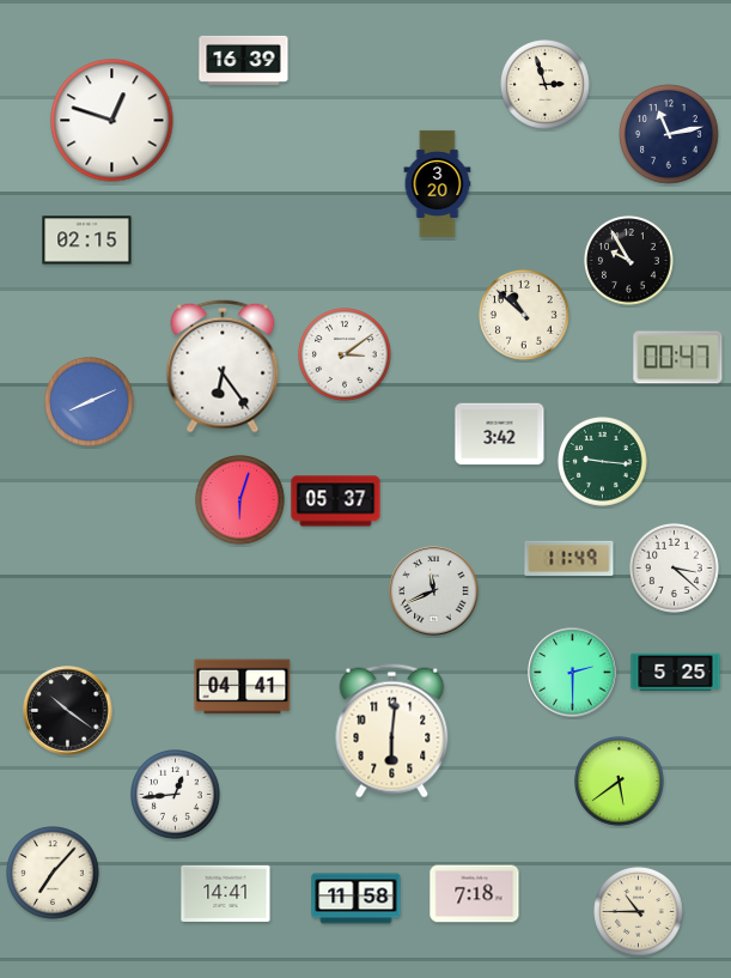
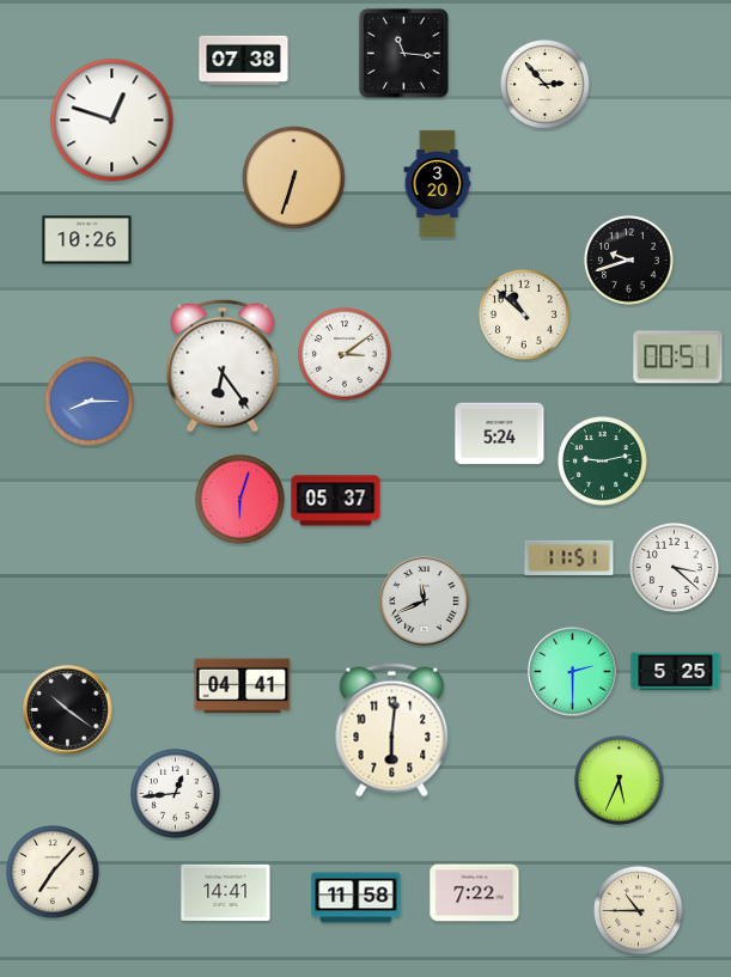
clock at (403, 53): none -> 11:16
clock at (244, 60): 16:39 -> 07:38
clock at (546, 85): 2:57 -> 2:53
clock at (669, 134): 11:13 -> none
clock at (294, 178): none -> 6:33
clock at (87, 241): 02:15 -> 10:26
clock at (629, 261): 9:55 -> 9:42
clock at (678, 358): 00:47 -> 00:51
clock at (90, 402): 8:11 -> 8:15
clock at (500, 435): 3:42 -> 5:24
clock at (603, 462): 9:16 -> 9:13
clock at (569, 558): 11:49 -> 11:51
clock at (434, 591) position: (434, 591) -> (425, 602)
clock at (620, 782): 5:39 -> 5:34
clock at (475, 894): 7:18 -> 7:22
